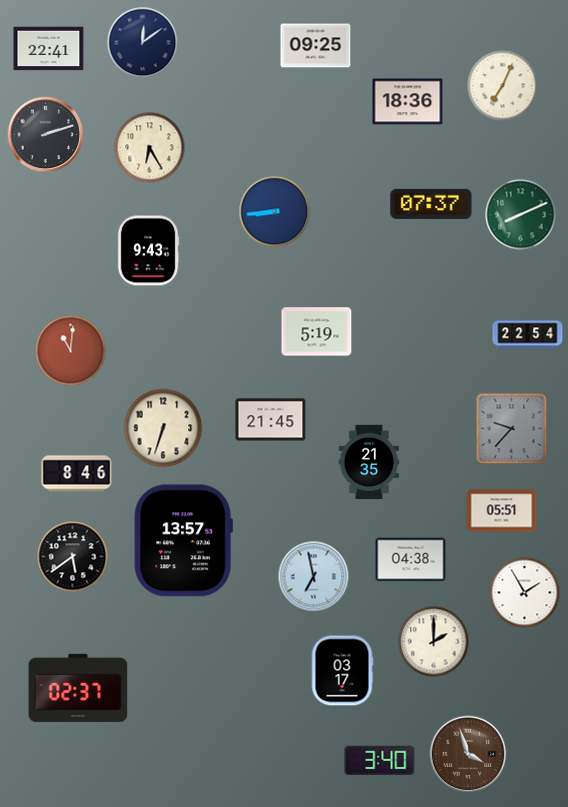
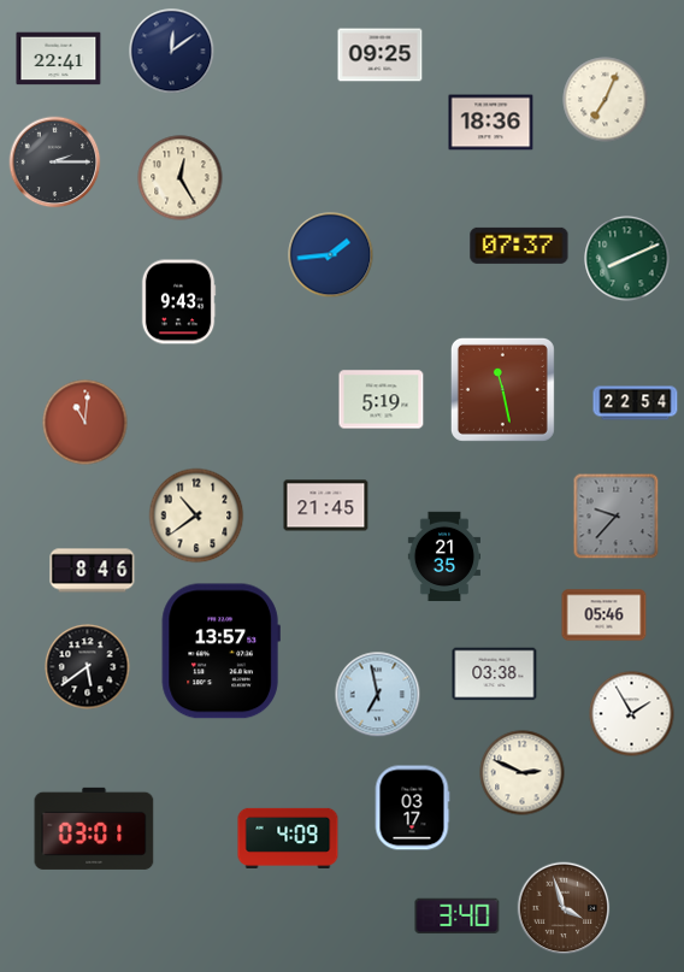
clock at (503, 86) position: (503, 86) -> (606, 100)
clock at (46, 135): 2:12 -> 2:15
clock at (150, 148): 6:25 -> 12:25
clock at (275, 212): 8:44 -> 1:44
clock at (502, 389): none -> 11:28
clock at (163, 428): 6:33 -> 10:39
clock at (502, 511): 05:51 -> 05:46
clock at (73, 557) position: (73, 557) -> (88, 667)
clock at (411, 560): 04:38 -> 03:38
clock at (434, 642): 2:00 -> 2:49
clock at (78, 688): 02:37 -> 03:01
clock at (288, 838): none -> 4:09
